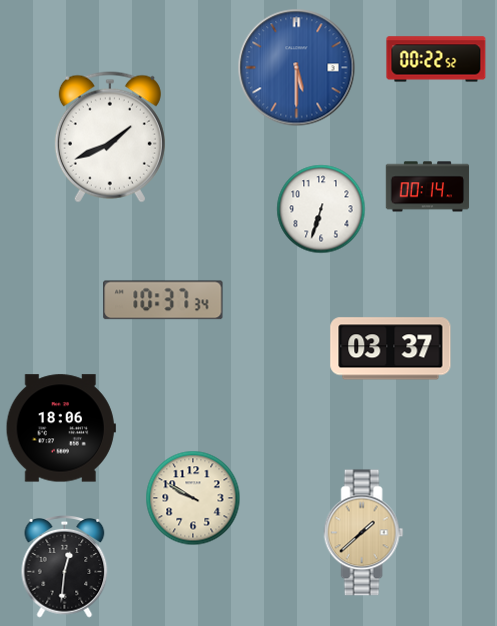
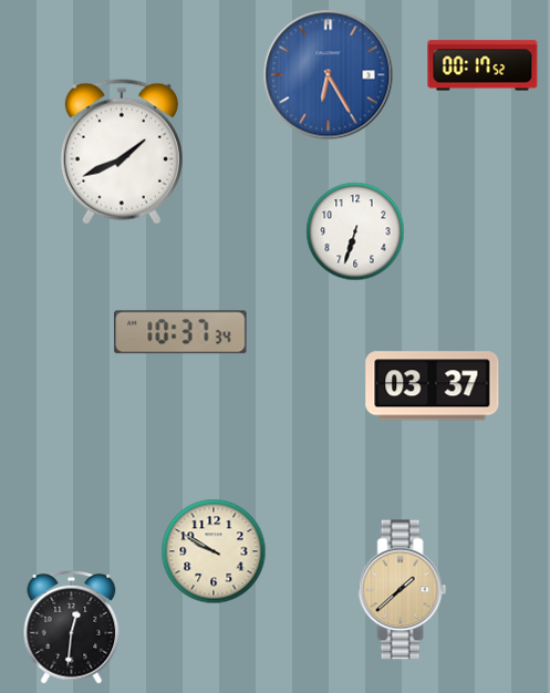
clock at (436, 59): 00:22 -> 00:17
clock at (297, 68): 5:30 -> 6:25
clock at (428, 187): 00:14 -> none
clock at (61, 428): 18:06 -> none
